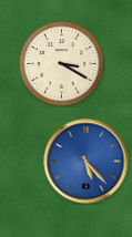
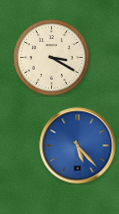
clock at (62, 64) position: (62, 64) -> (52, 58)
